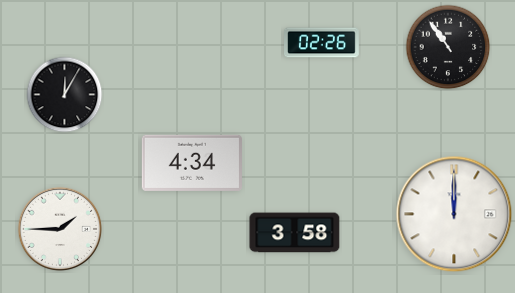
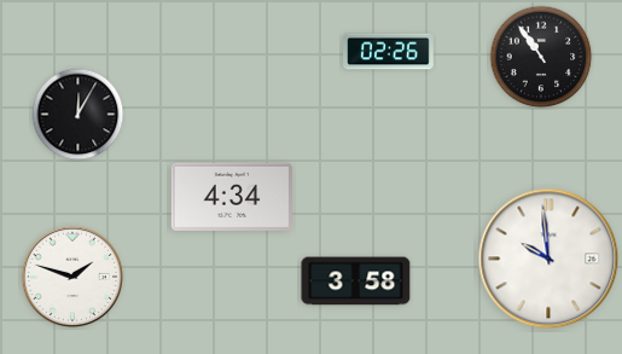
clock at (454, 214): 12:00 -> 9:59
clock at (60, 229): 1:45 -> 1:48
